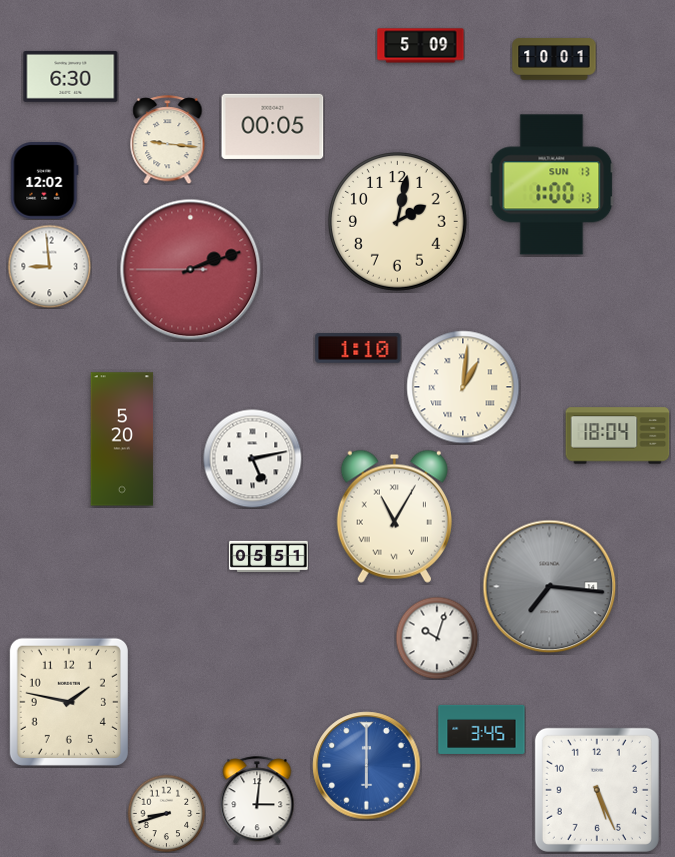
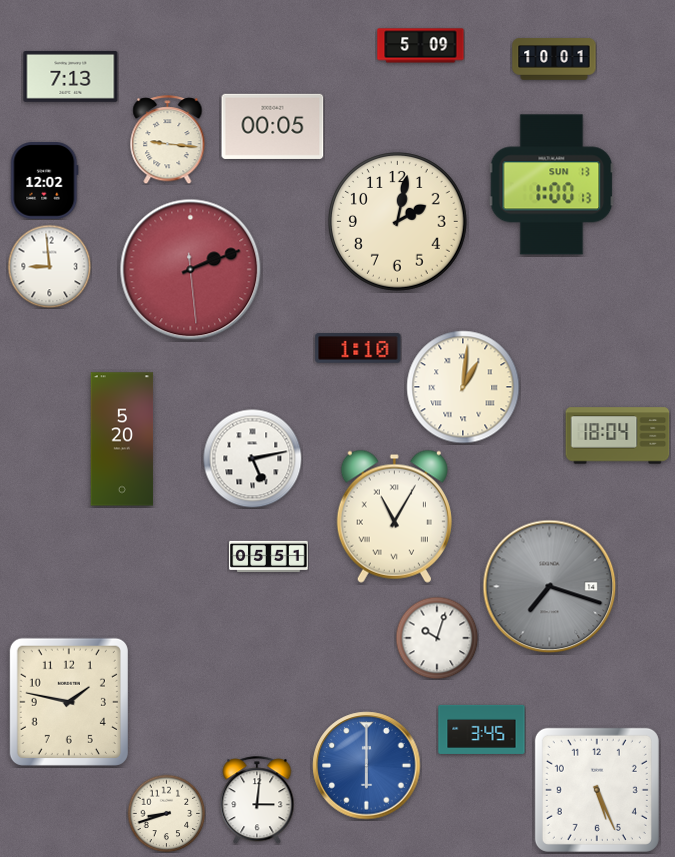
clock at (71, 76): 6:30 -> 7:13
clock at (191, 270): 2:11:45 -> 2:11:29
clock at (550, 587): 7:16 -> 7:18
